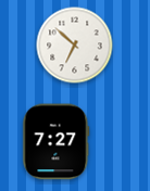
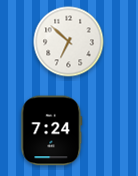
clock at (57, 142): 7:27 -> 7:24
